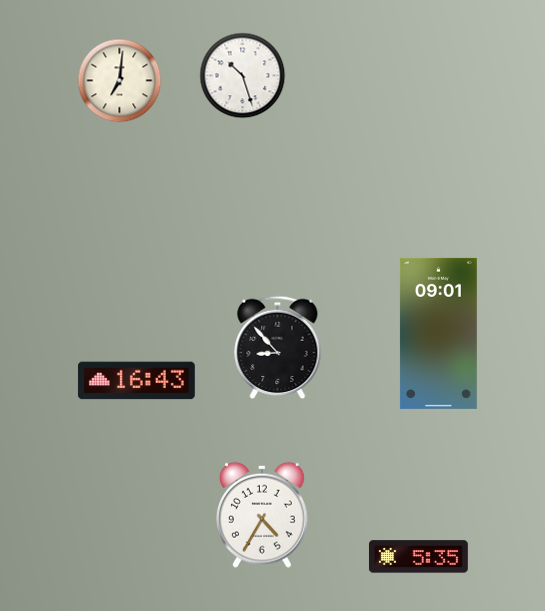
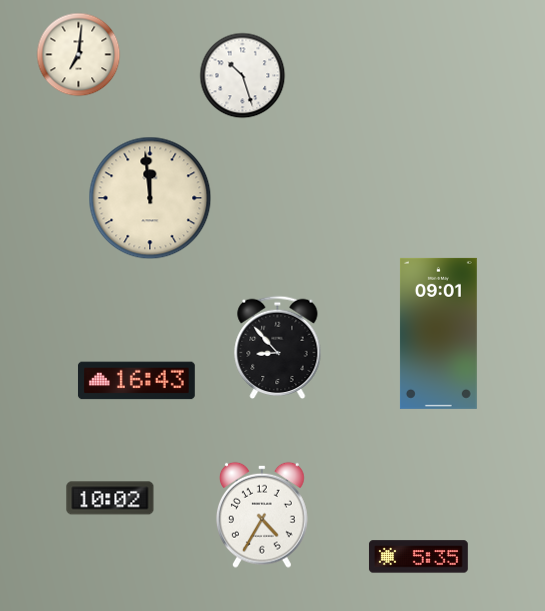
clock at (120, 81) position: (120, 81) -> (79, 55)
clock at (150, 198): none -> 11:59
clock at (110, 498): none -> 10:02
